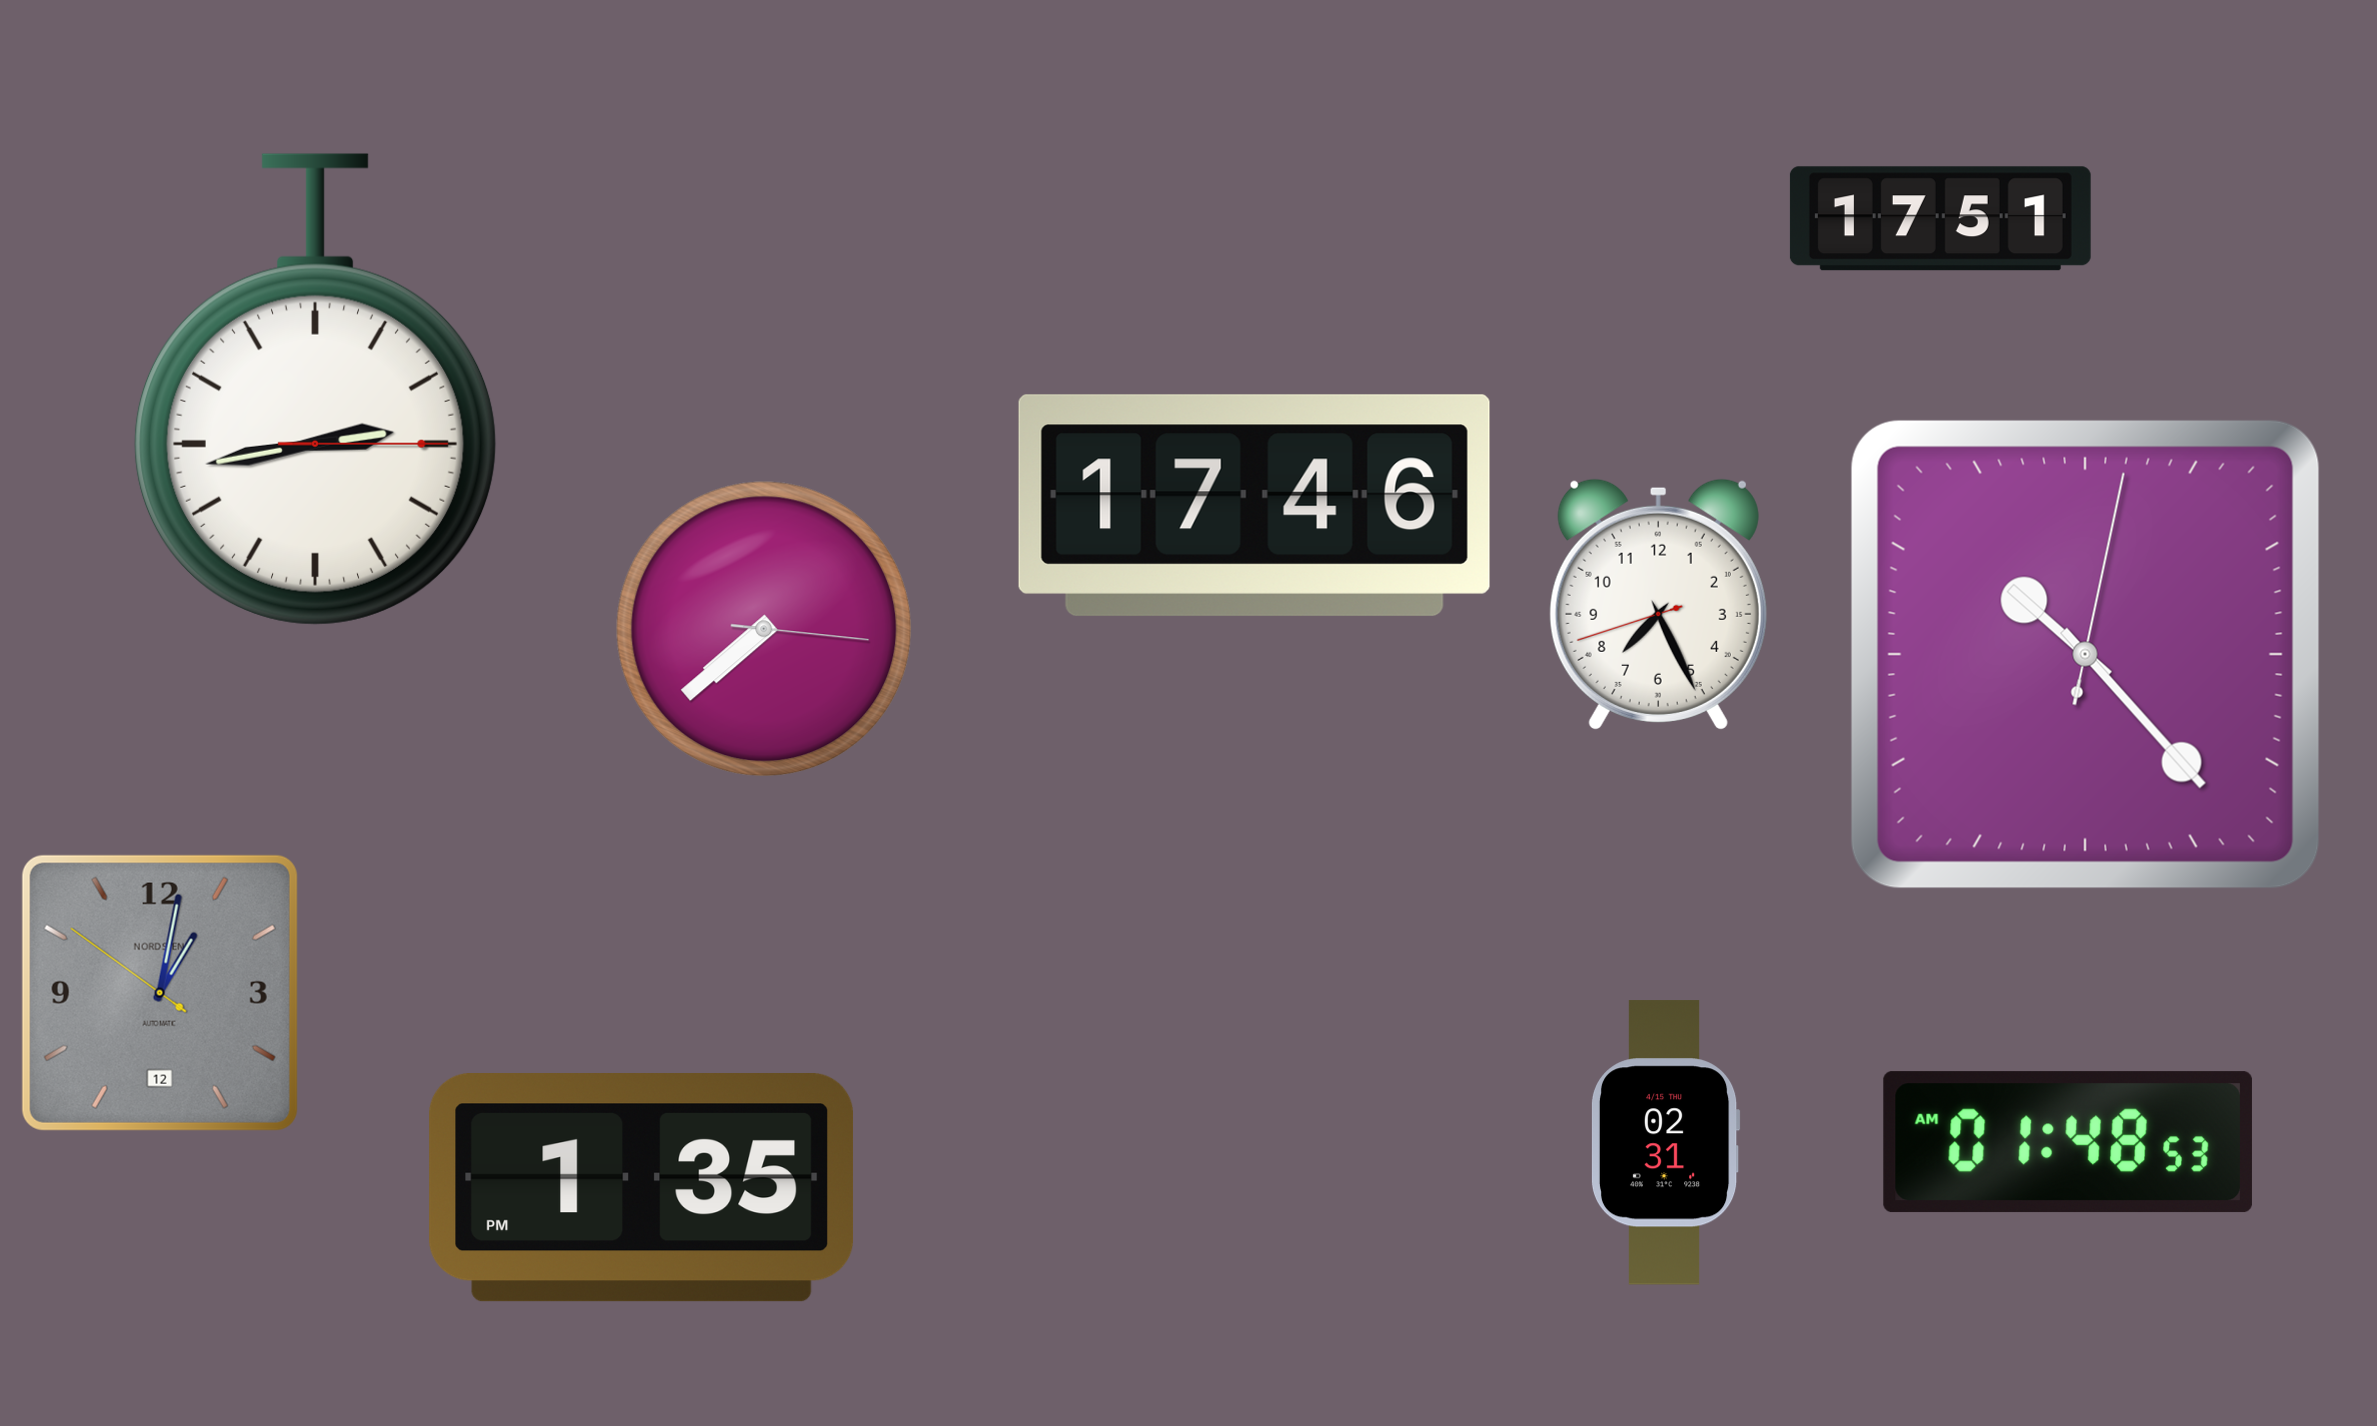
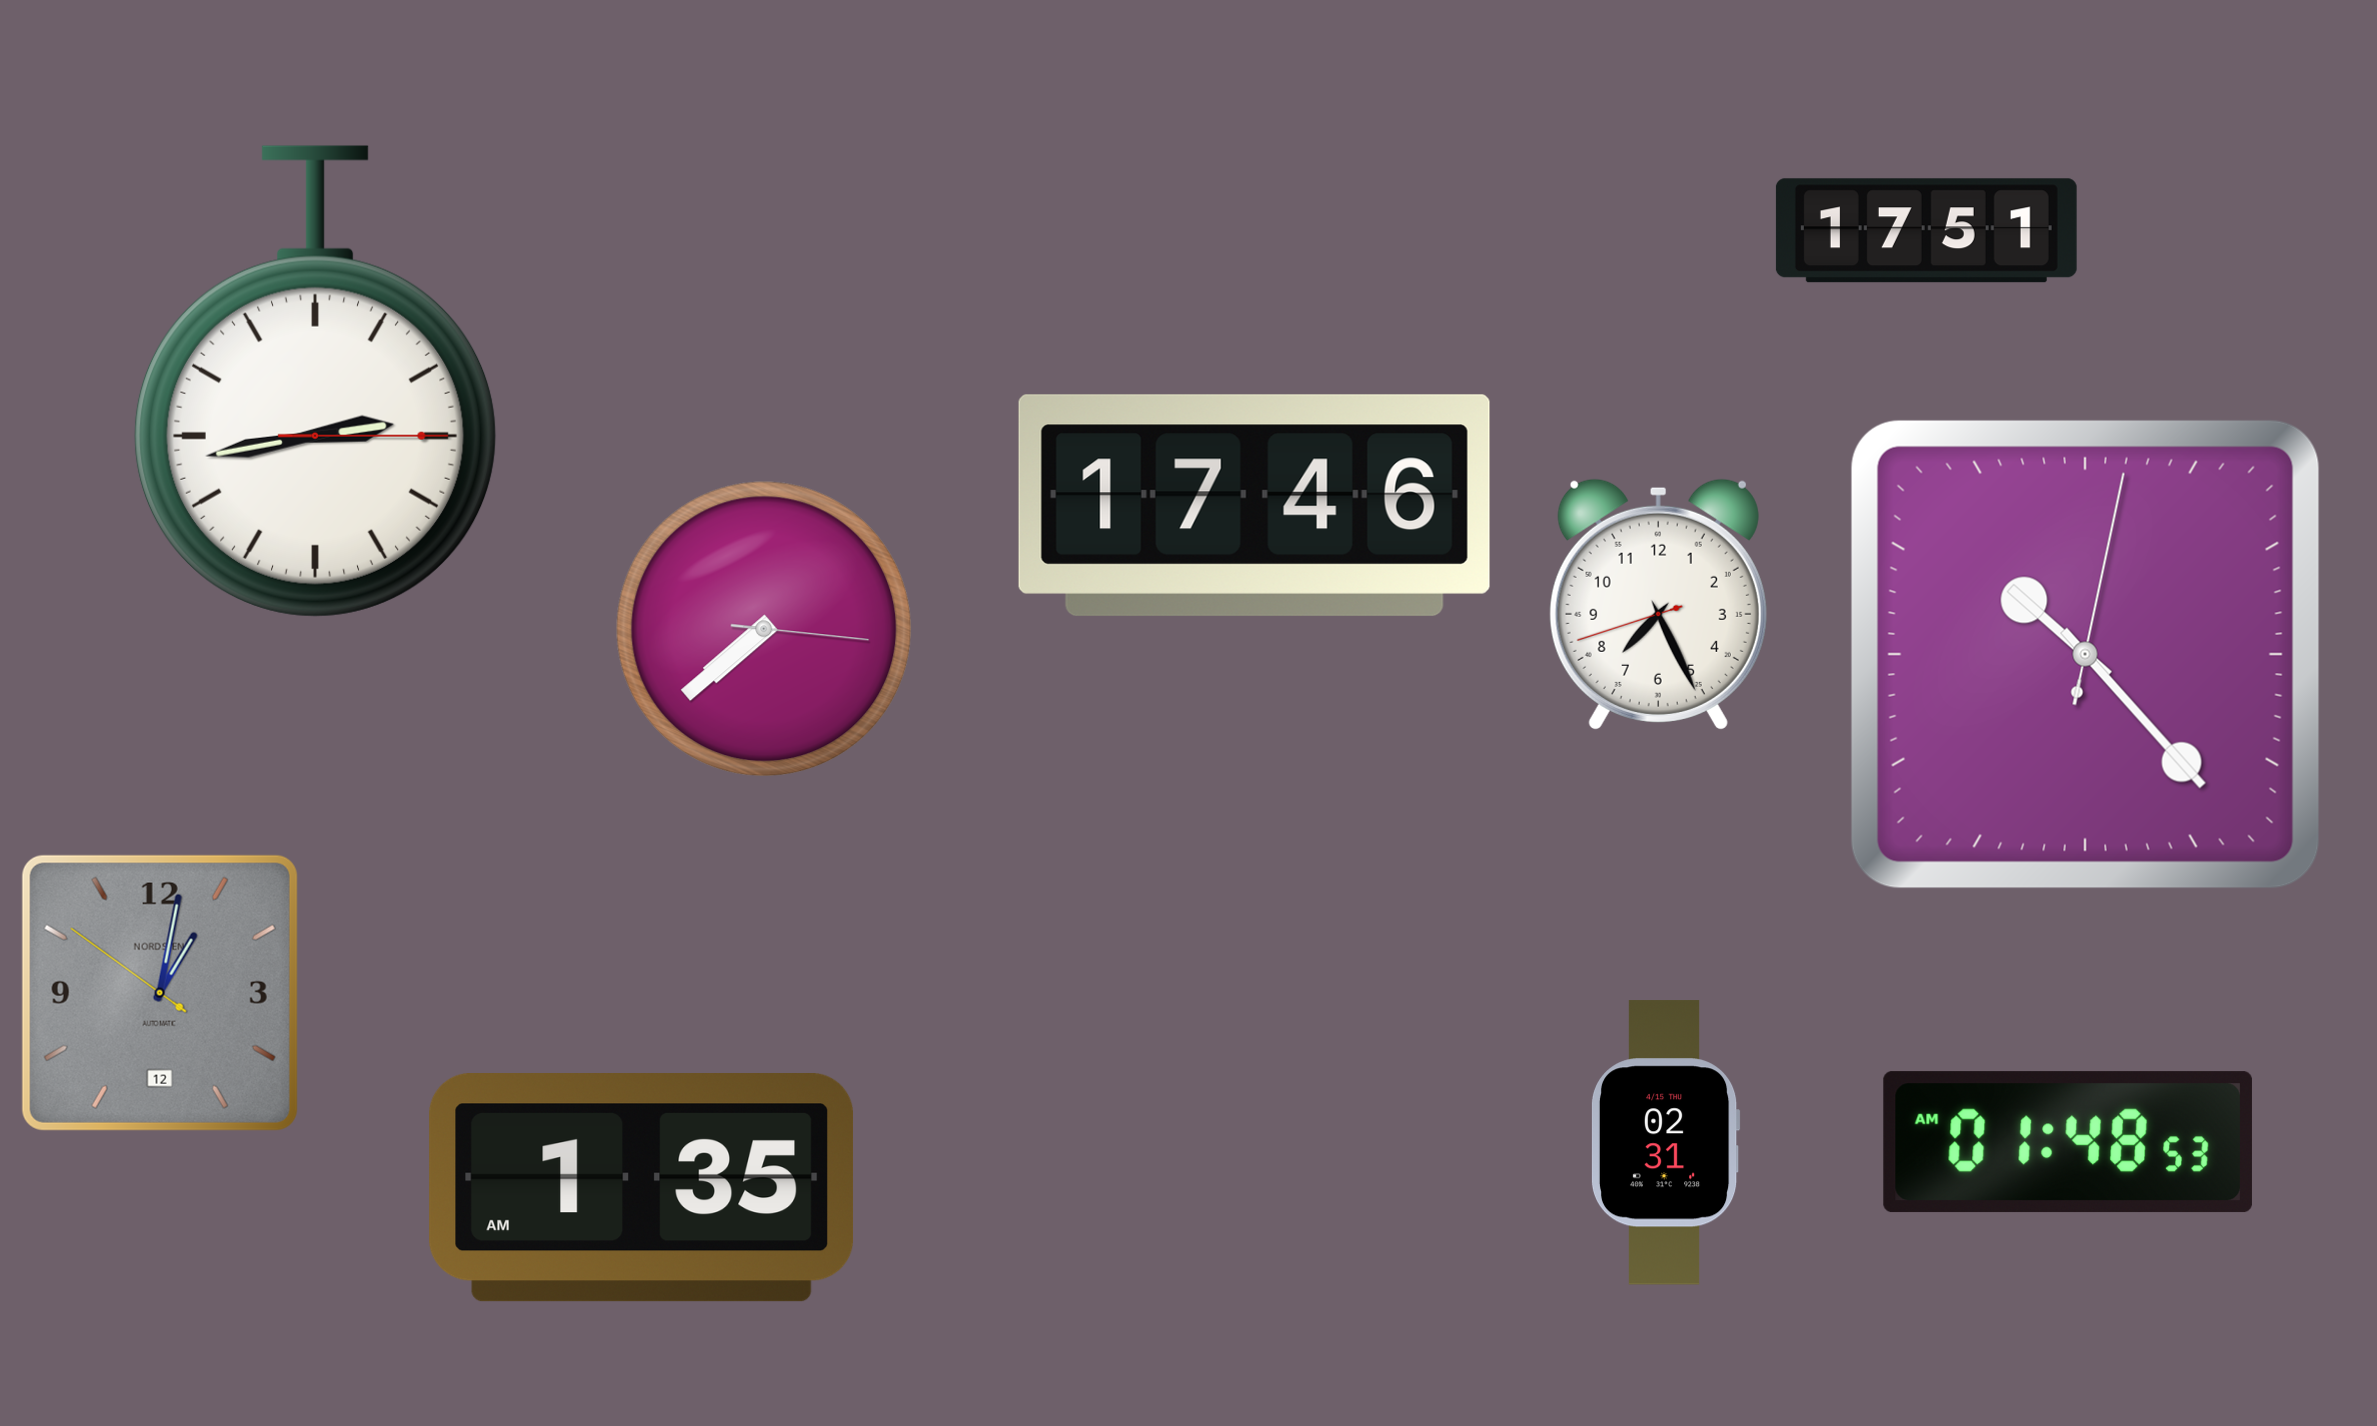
clock at (1940, 219) position: (1940, 219) -> (1926, 231)
clock at (315, 389) position: (315, 389) -> (315, 381)
clock at (642, 1188): 1:35 PM -> 1:35 AM
